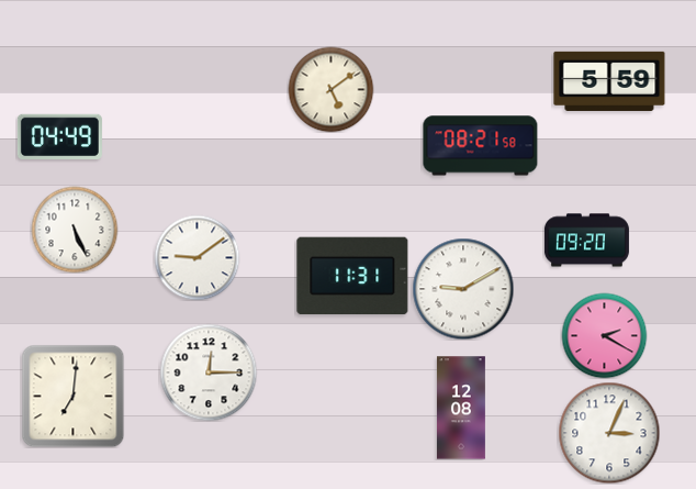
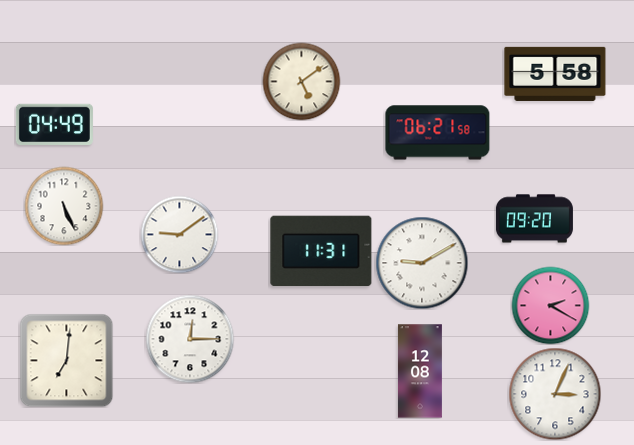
clock at (609, 81): 5:59 -> 5:58
clock at (481, 146): 08:21 -> 06:21
clock at (75, 230) position: (75, 230) -> (64, 206)
